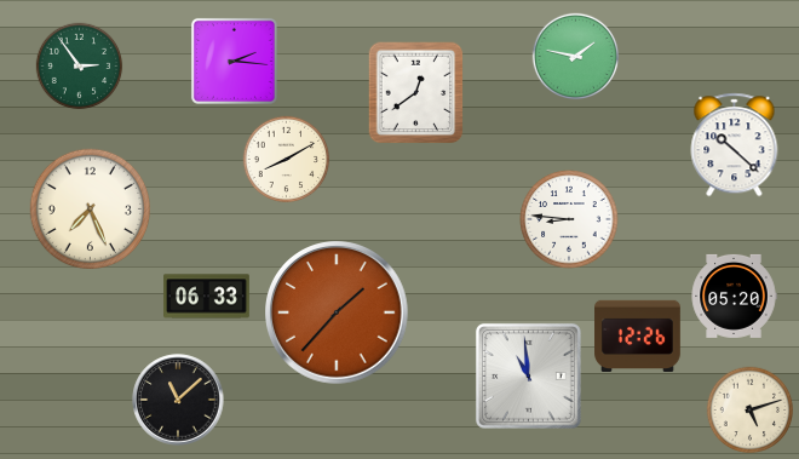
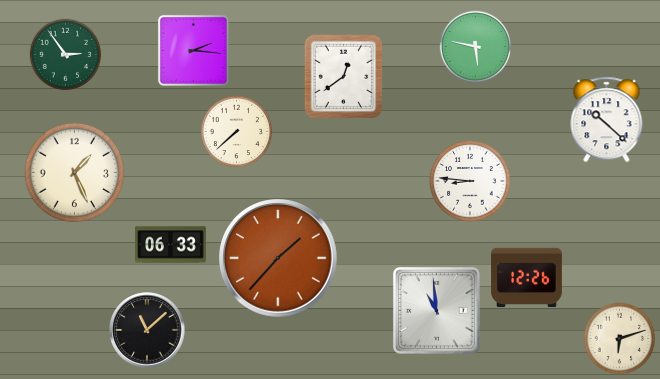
clock at (576, 57): 1:47 -> 5:47
clock at (287, 160): 8:10 -> 7:38
clock at (91, 210): 7:26 -> 1:26
clock at (734, 296): 05:20 -> none
clock at (751, 411): 5:12 -> 6:12
